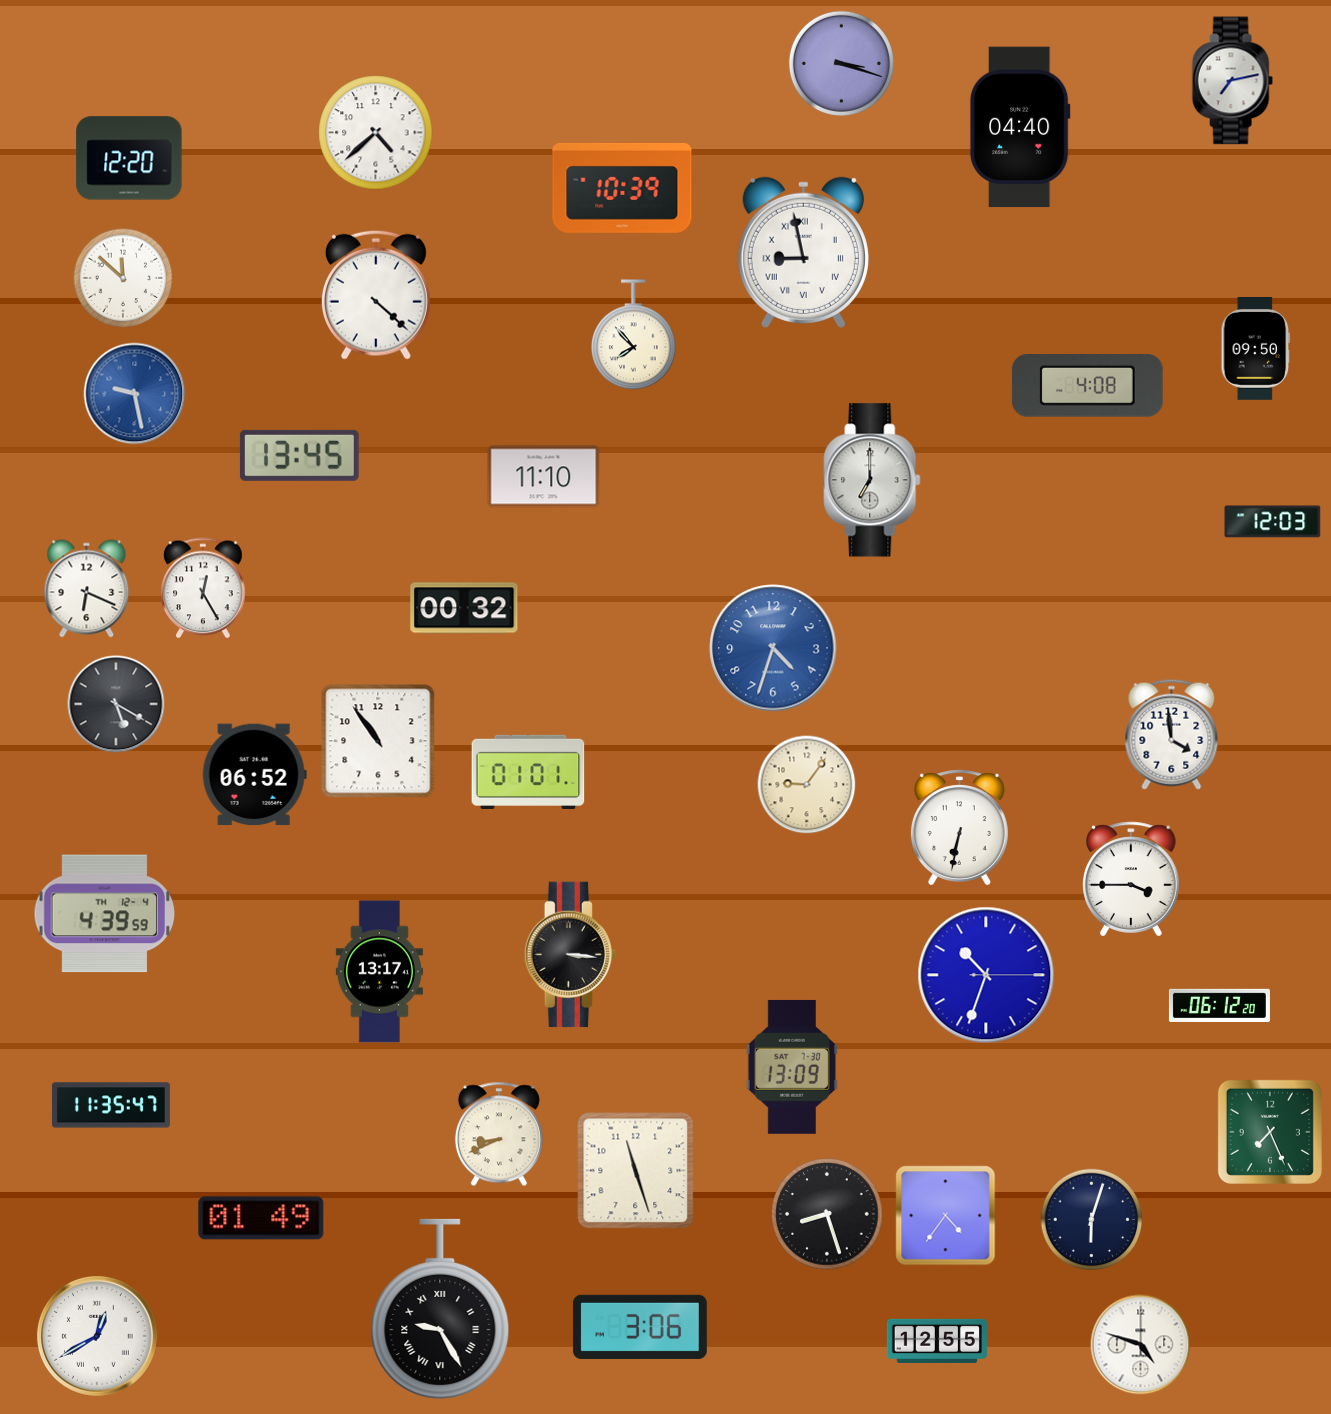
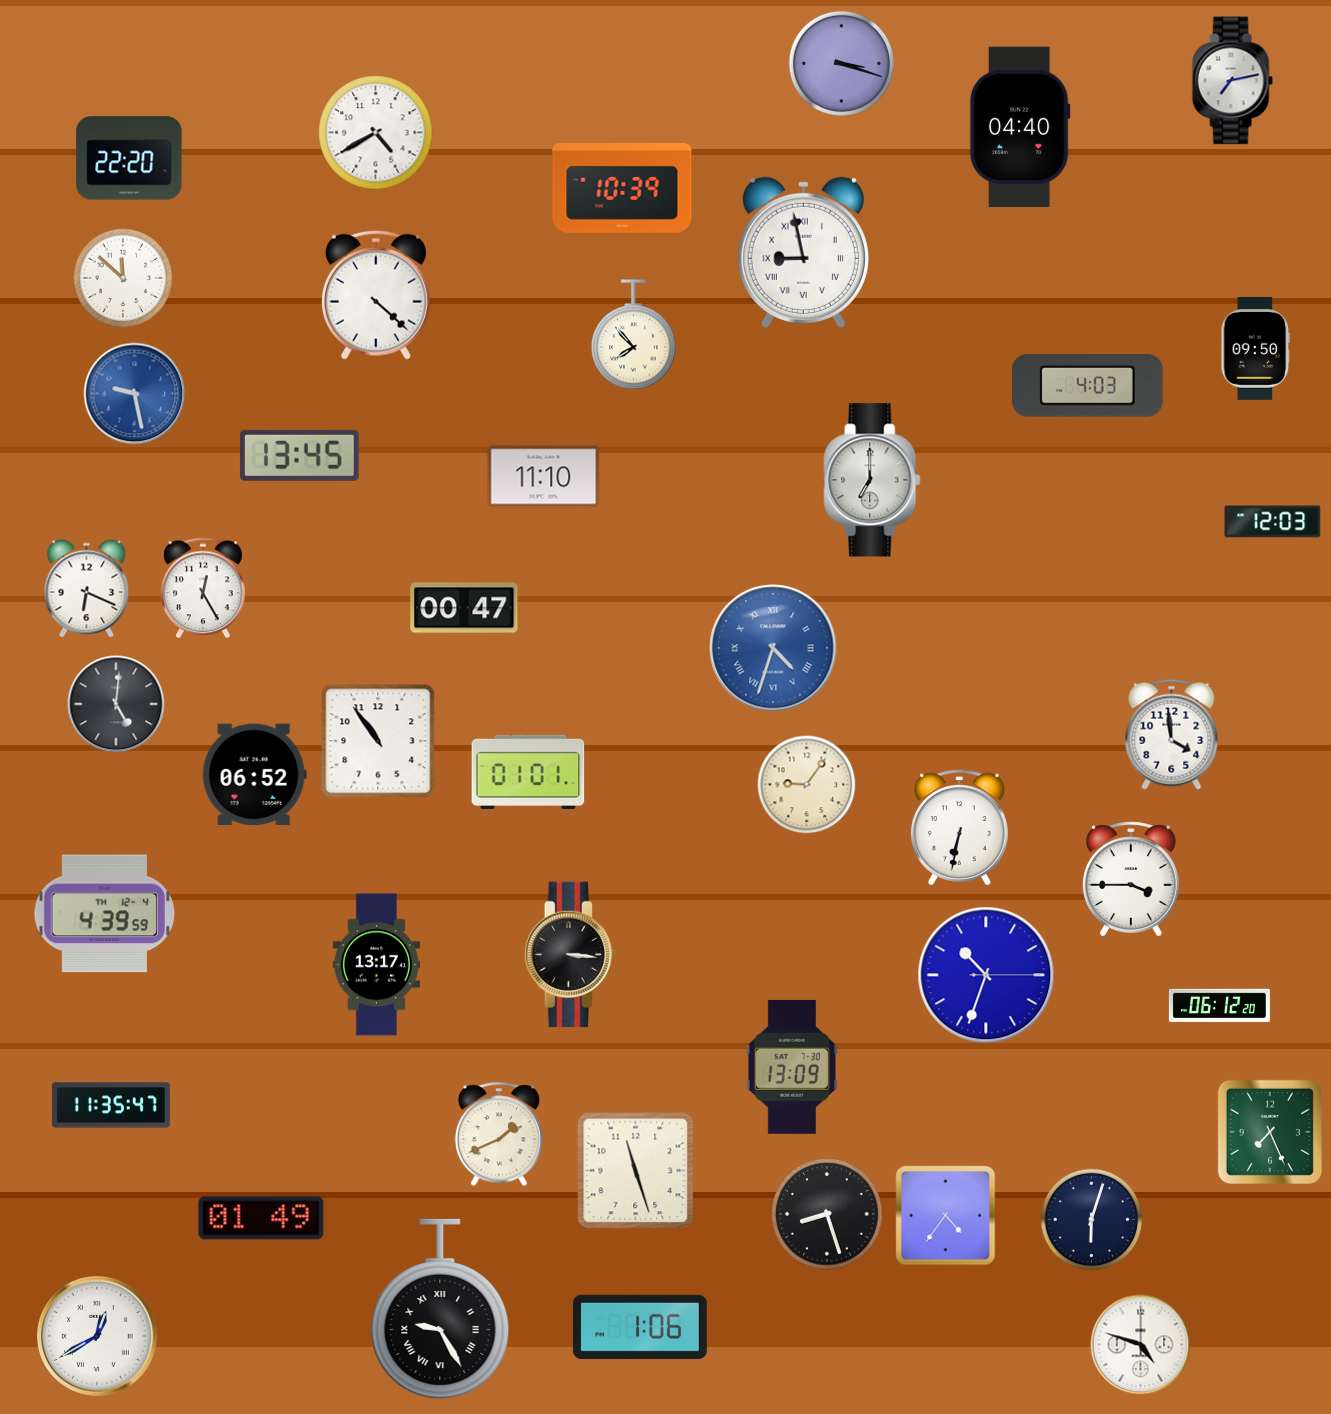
clock at (376, 133): 4:38 -> 4:40
clock at (129, 158): 12:20 -> 22:20
clock at (1088, 386): 4:08 -> 4:03
clock at (464, 608): 00:32 -> 00:47
clock at (773, 648) numerals: Arabic -> Roman
clock at (116, 704): 5:20 -> 5:01
clock at (379, 972) position: (379, 972) -> (376, 965)
clock at (499, 1134): 8:41 -> 1:41
clock at (640, 1327): 3:06 -> 1:06
clock at (937, 1341): 12:55 -> none
